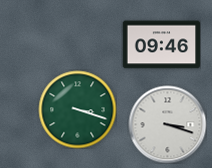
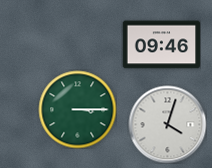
clock at (77, 109): 3:18 -> 3:15
clock at (167, 124): 3:18 -> 4:03
